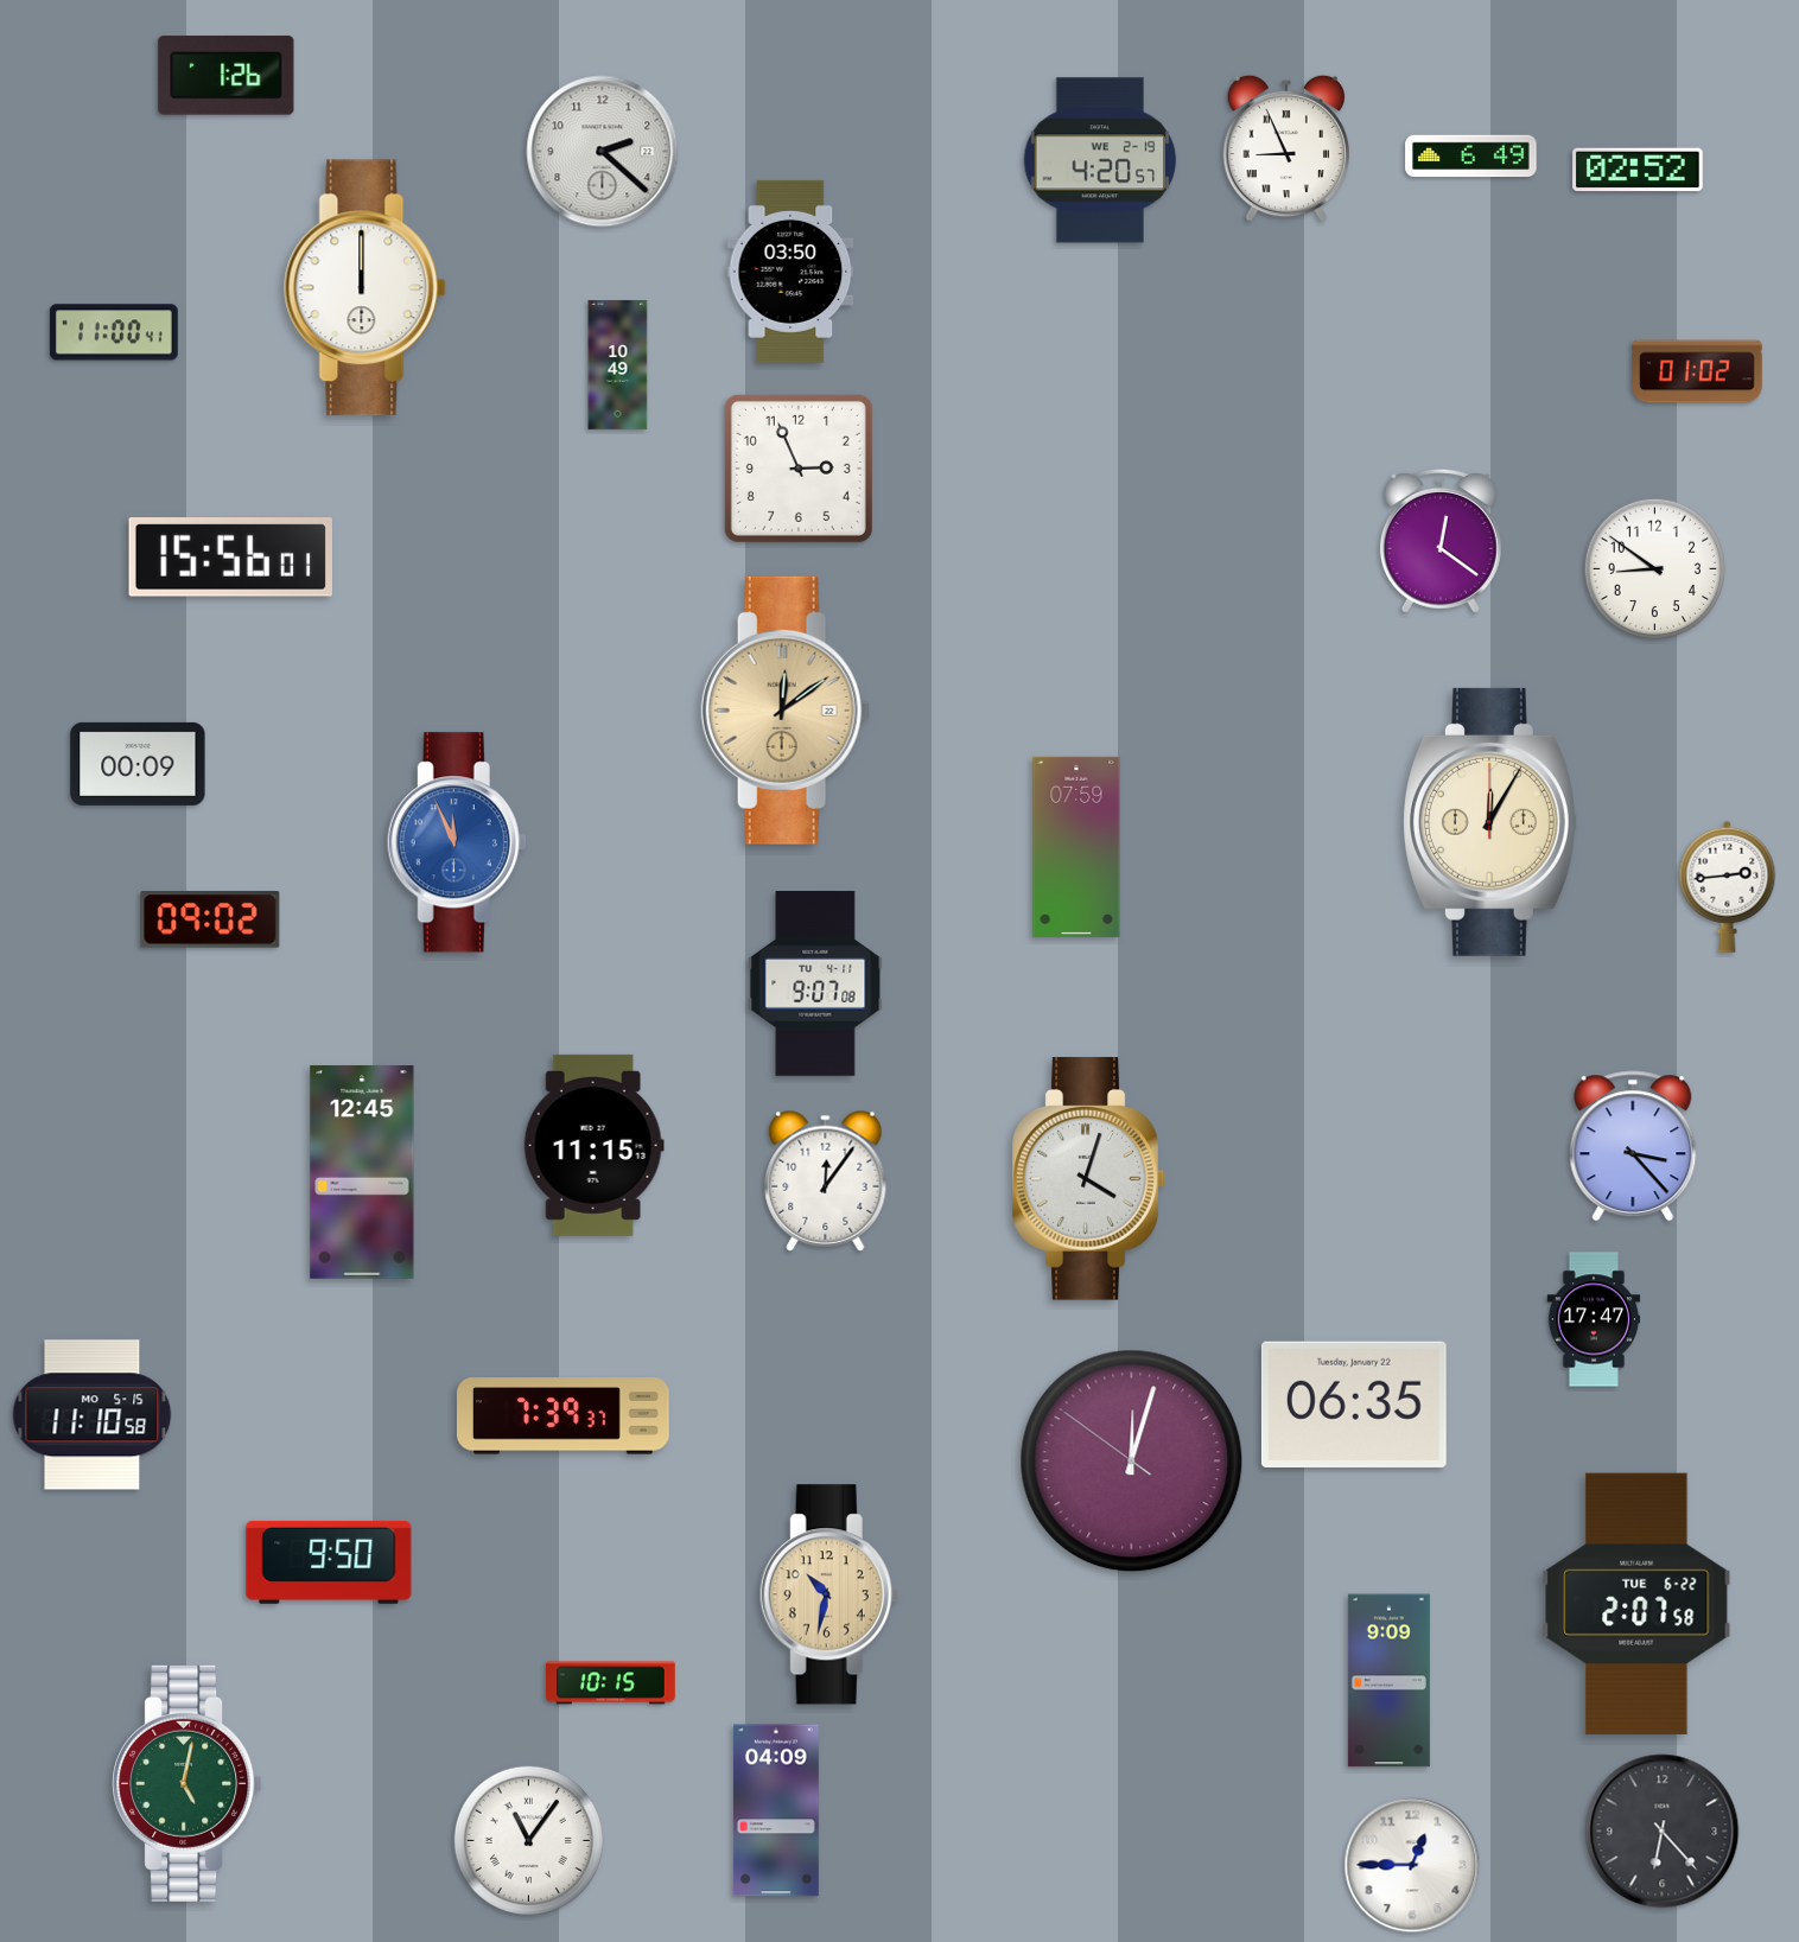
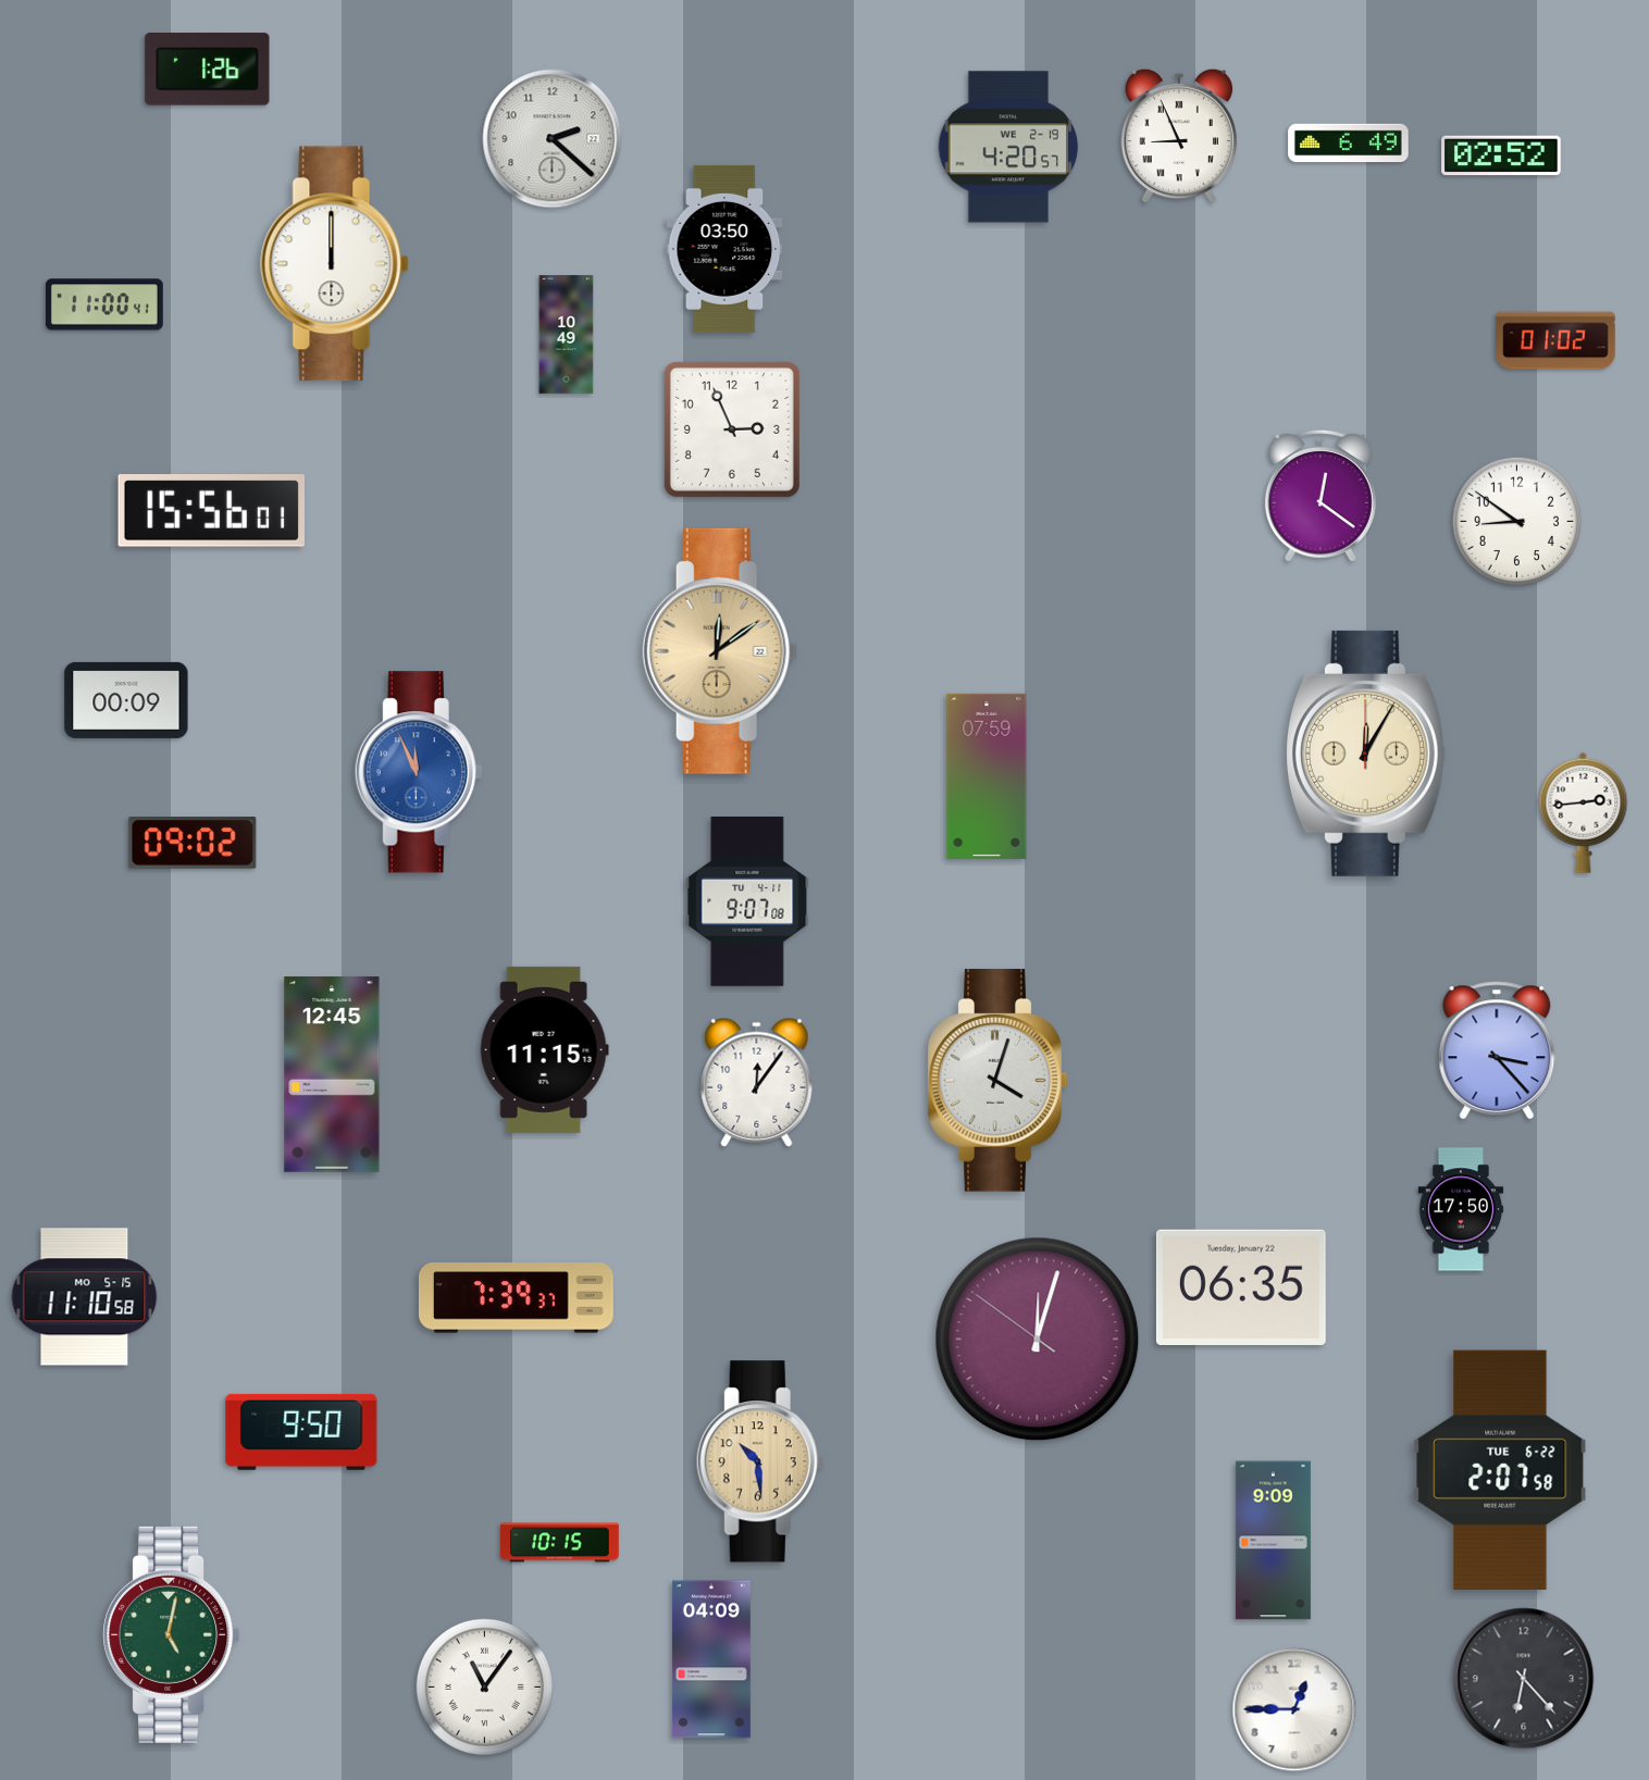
clock at (1594, 1319): 17:47 -> 17:50
clock at (829, 1594): 10:32 -> 10:29
